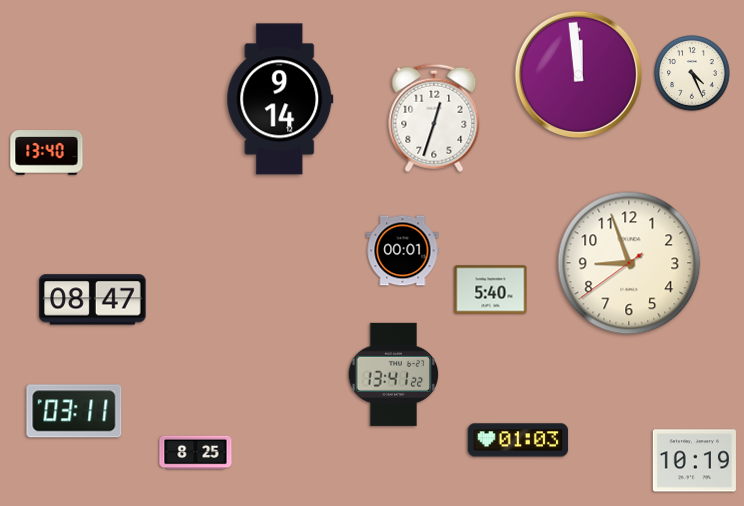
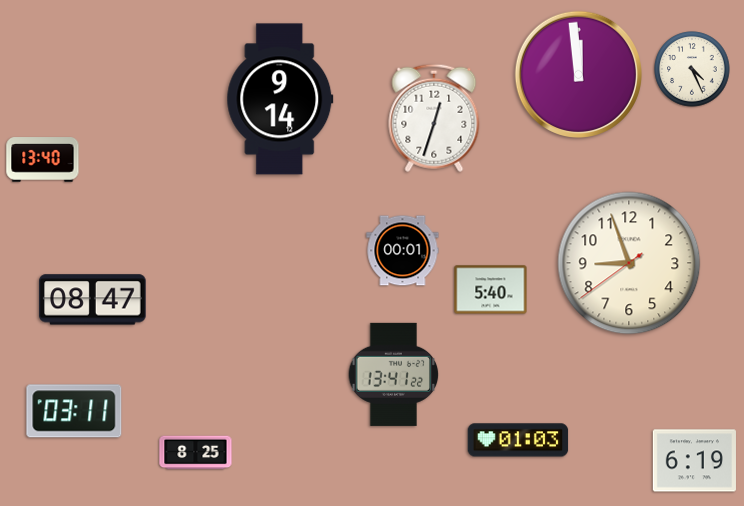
clock at (692, 73) position: (692, 73) -> (692, 69)
clock at (47, 153) position: (47, 153) -> (43, 160)
clock at (694, 461): 10:19 -> 6:19
